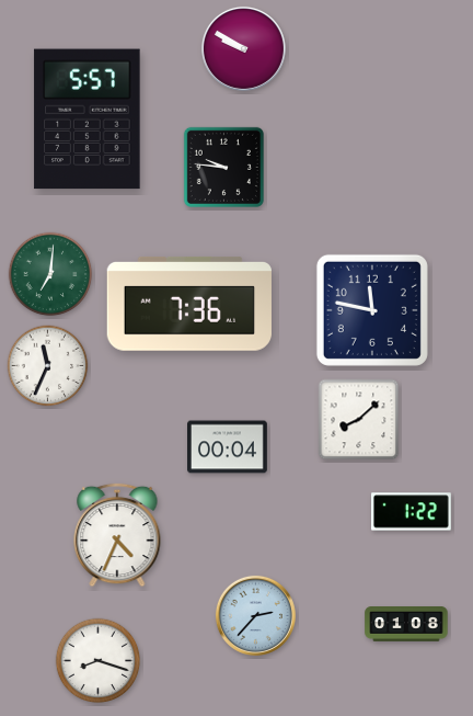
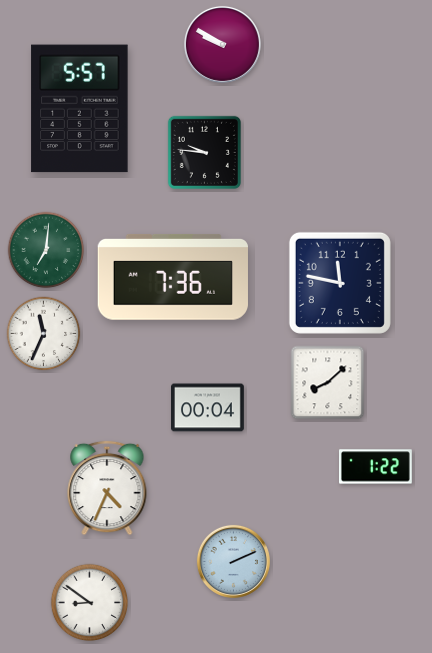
clock at (255, 615): 2:37 -> 2:11
clock at (406, 625): 01:08 -> none
clock at (99, 661): 8:18 -> 8:51
